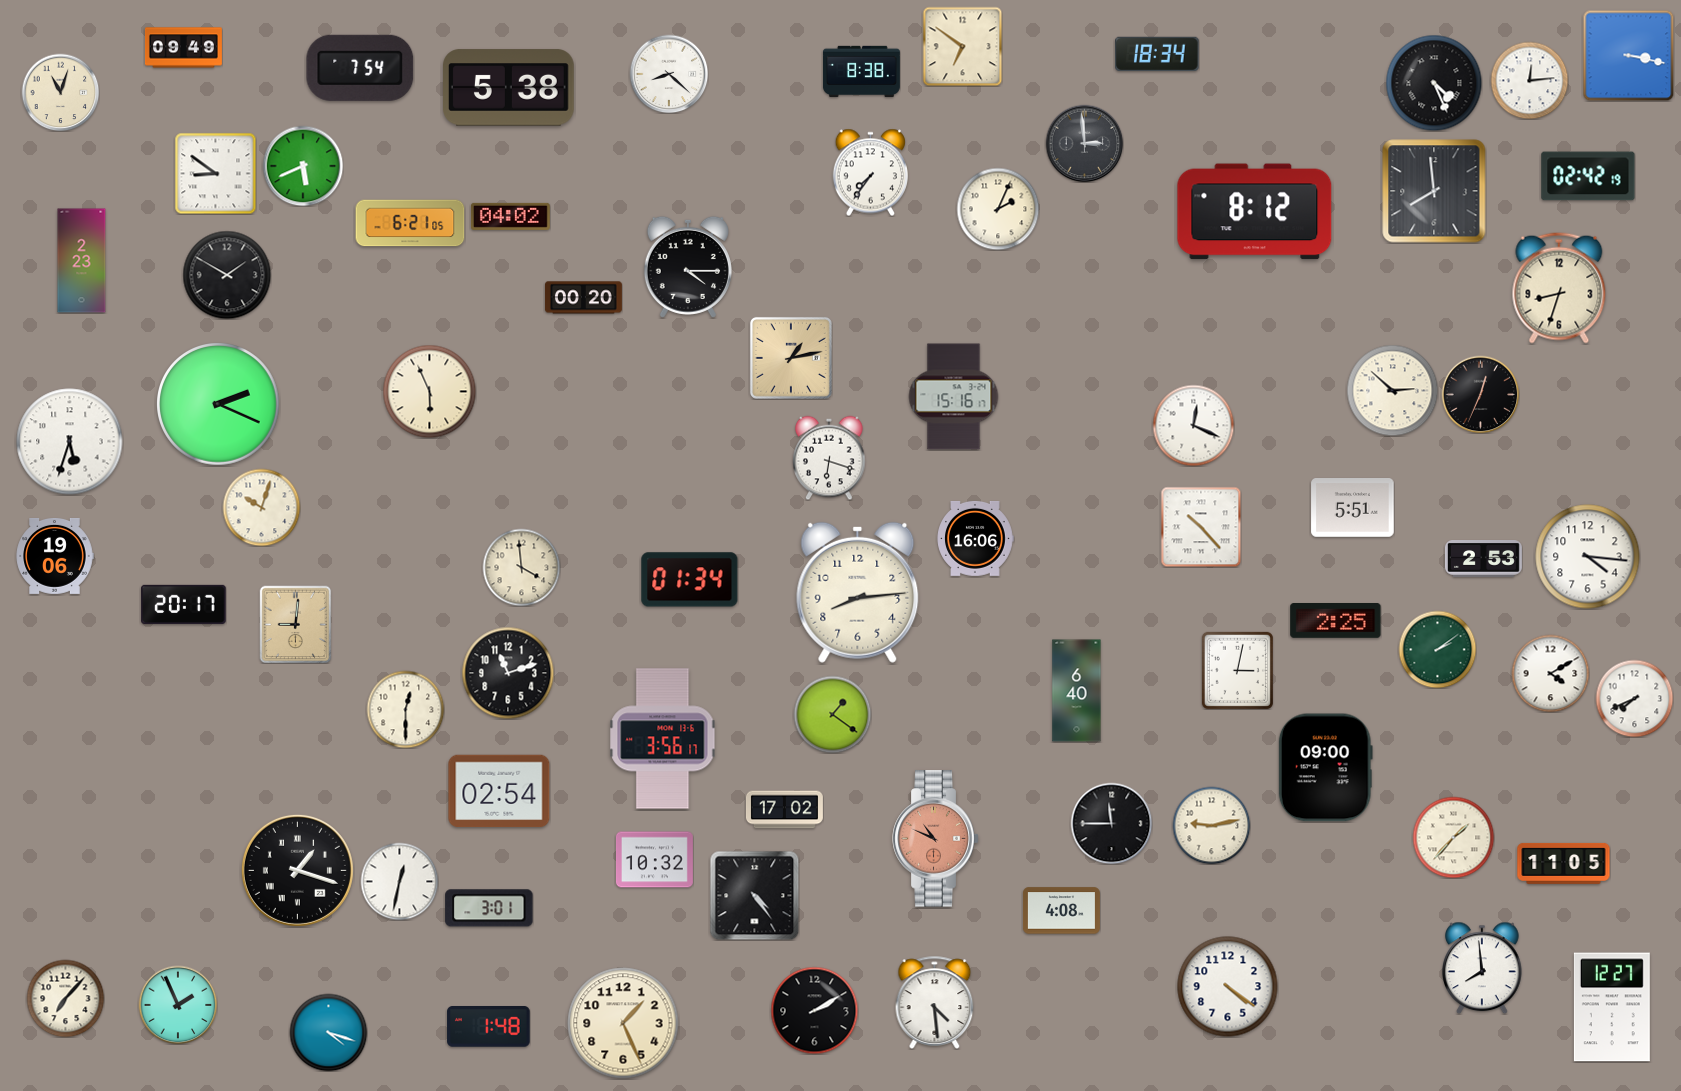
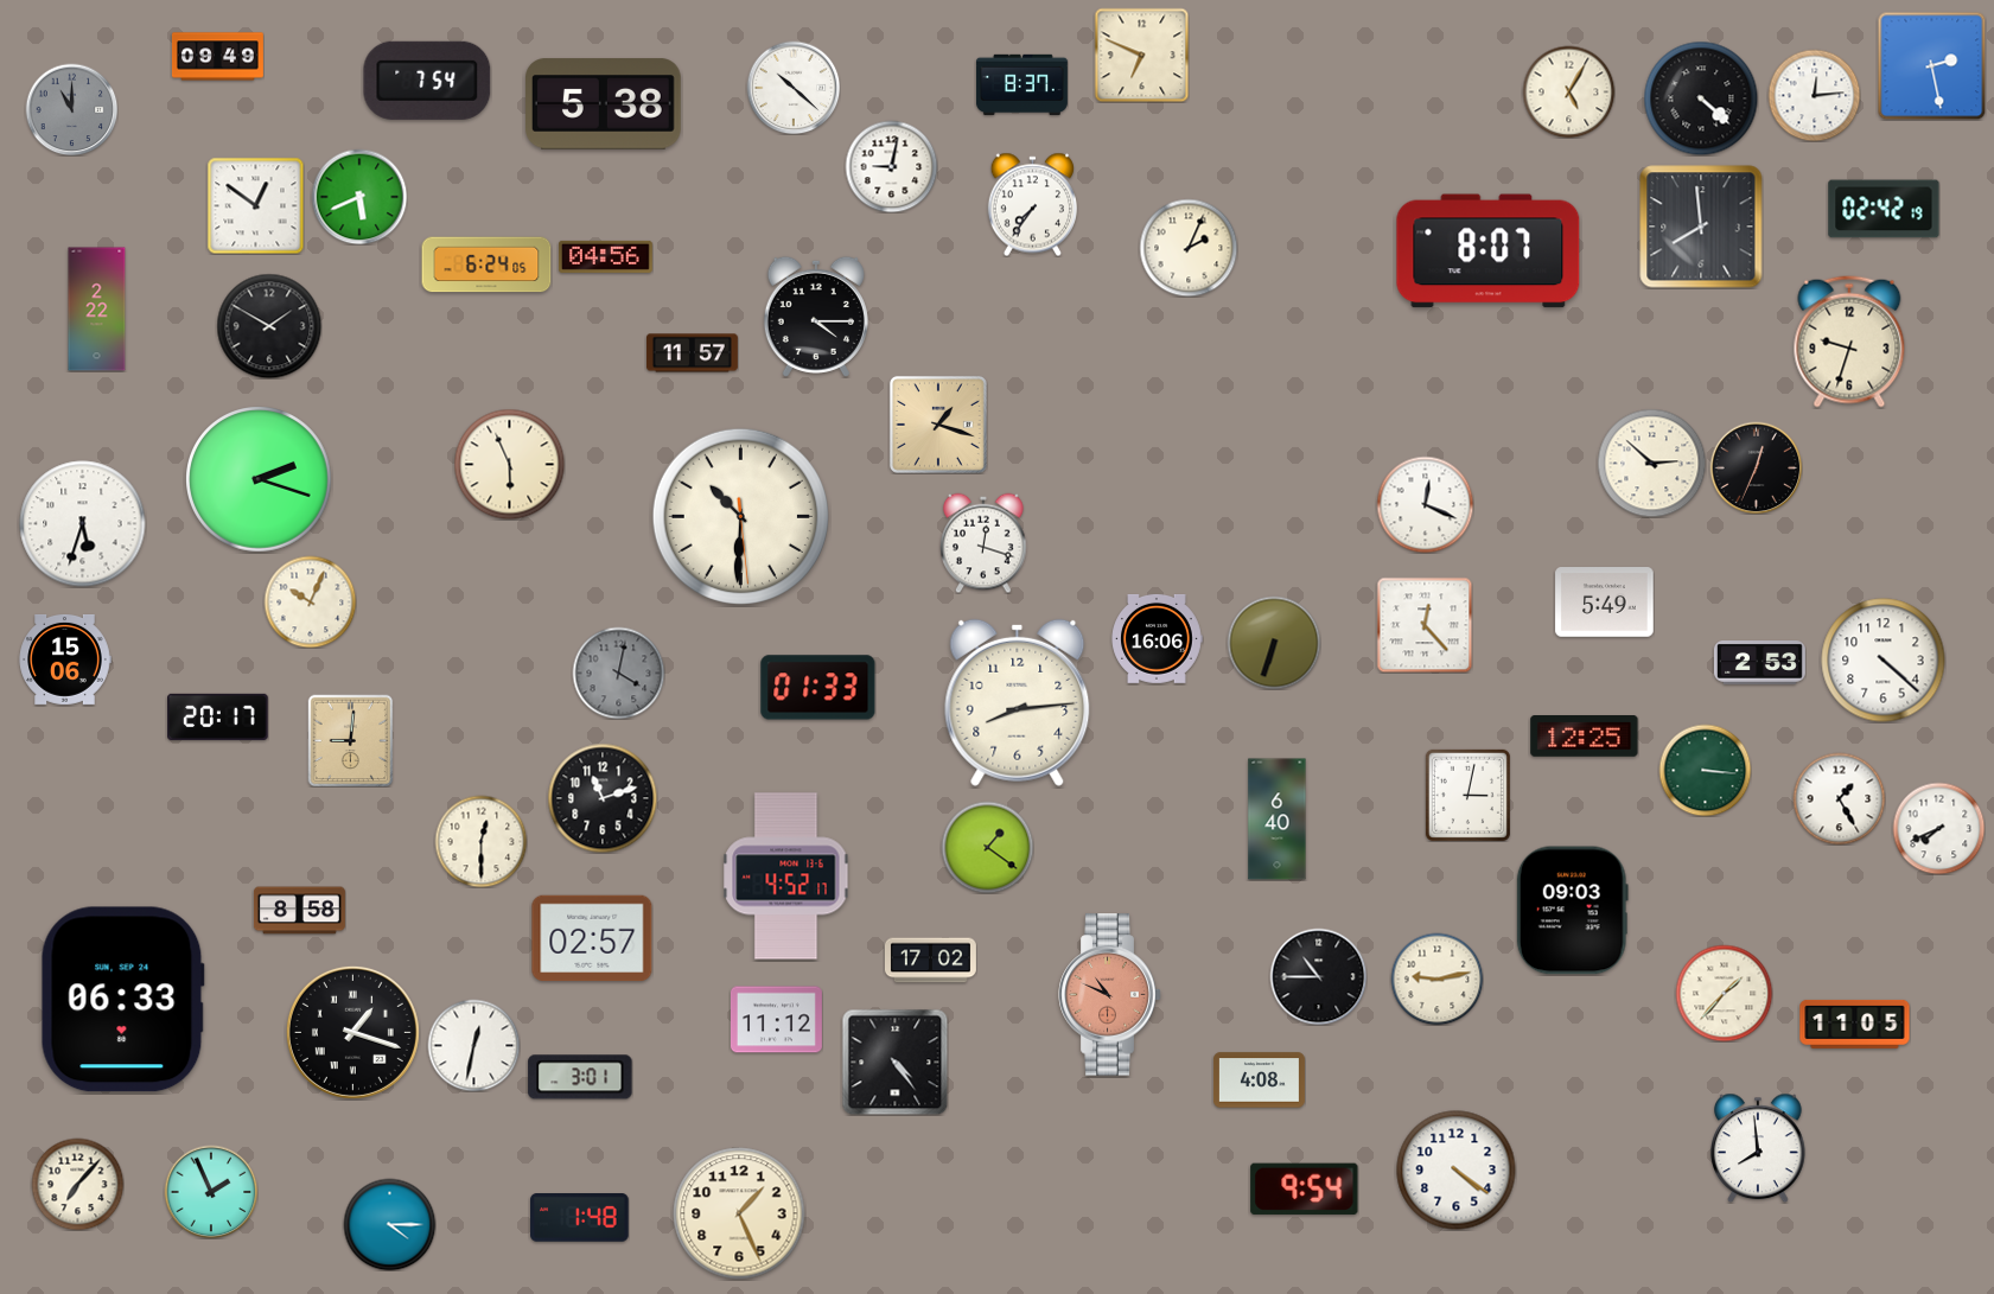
clock at (962, 46): 6:51 -> 6:49
clock at (1157, 54): 18:34 -> none
clock at (1628, 55): 3:17 -> 2:28
clock at (861, 71): 8:38 -> 8:37
clock at (669, 74): 8:22 -> 10:22
clock at (1568, 91): none -> 5:05
clock at (1434, 83): 4:26 -> 4:22
clock at (60, 92): 11:03 -> 11:00
clock at (60, 92) dial: cream -> grey
clock at (891, 166): none -> 9:02
clock at (1084, 143): 2:59 -> none
clock at (215, 173): 8:51 -> 12:51
clock at (998, 209) position: (998, 209) -> (1189, 248)
clock at (1255, 212): 8:12 -> 8:07
clock at (511, 216): 04:02 -> 04:56
clock at (410, 223): 6:21 -> 6:24
clock at (82, 261): 2:23 -> 2:22
clock at (1559, 288): 8:33 -> 9:33
clock at (583, 298): 00:20 -> 11:57
clock at (791, 358): 1:13 -> 1:18
clock at (954, 397): 15:16 -> none
clock at (218, 404): 2:19 -> 2:18
clock at (1193, 425) position: (1193, 425) -> (1425, 504)
clock at (740, 516): none -> 10:30
clock at (829, 458): 6:18 -> 12:18
clock at (261, 507): 10:03 -> 10:04
clock at (1353, 508): 5:51 -> 5:49
clock at (1201, 527): 10:23 -> 12:23
clock at (1274, 643): none -> 6:33
clock at (55, 556): 19:06 -> 15:06
clock at (1588, 557): 4:16 -> 4:22
clock at (521, 567): 3:59 -> 4:02
clock at (521, 567) dial: cream -> grey
clock at (690, 580): 01:34 -> 01:33
clock at (1336, 621): 2:25 -> 12:25
clock at (1437, 649): 2:09 -> 3:16
clock at (1550, 673): 4:10 -> 1:25
clock at (663, 739): 3:56 -> 4:52
clock at (299, 911): none -> 8:58
clock at (1325, 768): 09:00 -> 09:03
clock at (499, 791): 02:54 -> 02:57
clock at (1111, 823): 11:45 -> 10:45
clock at (122, 1000): none -> 06:33
clock at (654, 860): 10:32 -> 11:12
clock at (935, 1002): 4:29 -> none
clock at (1305, 1188): none -> 9:54
clock at (1612, 1007): 12:27 -> none
clock at (814, 1010): 2:10 -> none
clock at (328, 1032): 4:18 -> 4:15
